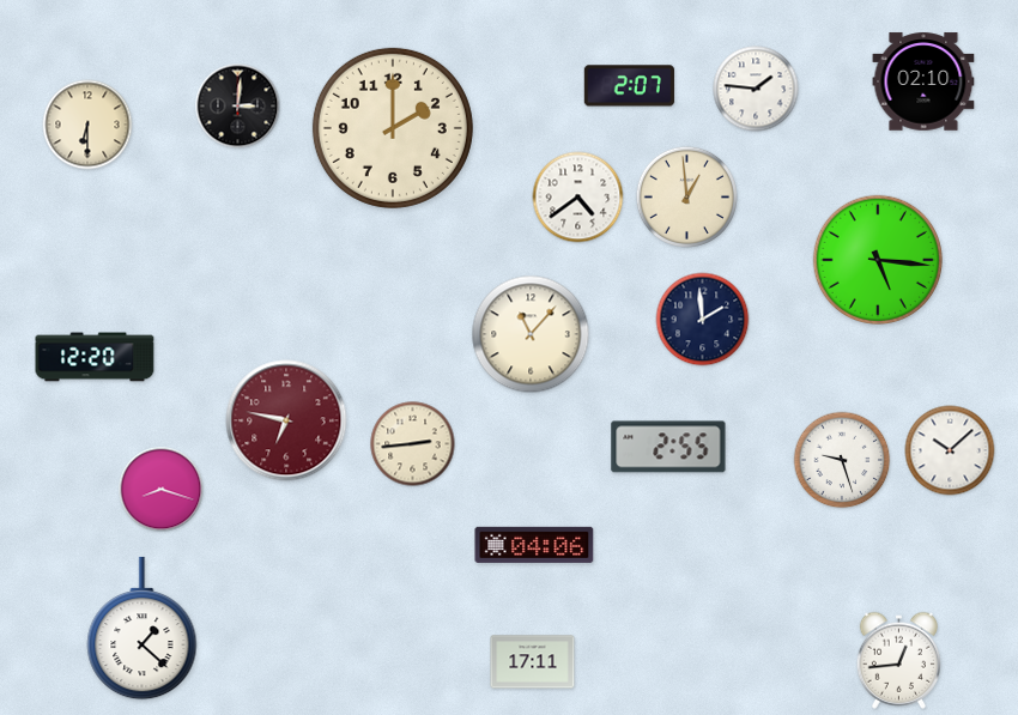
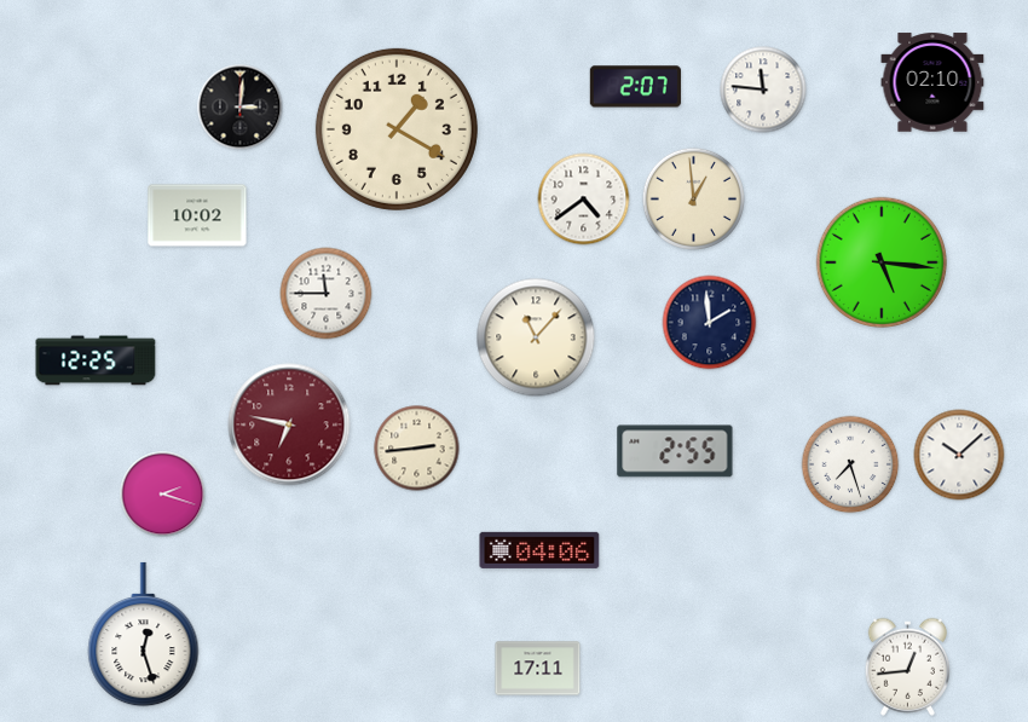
clock at (756, 89): 1:46 -> 11:46
clock at (87, 125): 6:30 -> none
clock at (393, 128): 2:00 -> 1:20
clock at (197, 215): none -> 10:02
clock at (877, 259) position: (877, 259) -> (880, 261)
clock at (327, 294): none -> 11:45
clock at (95, 357): 12:20 -> 12:25
clock at (842, 460): 9:27 -> 7:27
clock at (162, 490): 8:18 -> 2:18
clock at (143, 629): 1:22 -> 12:27
